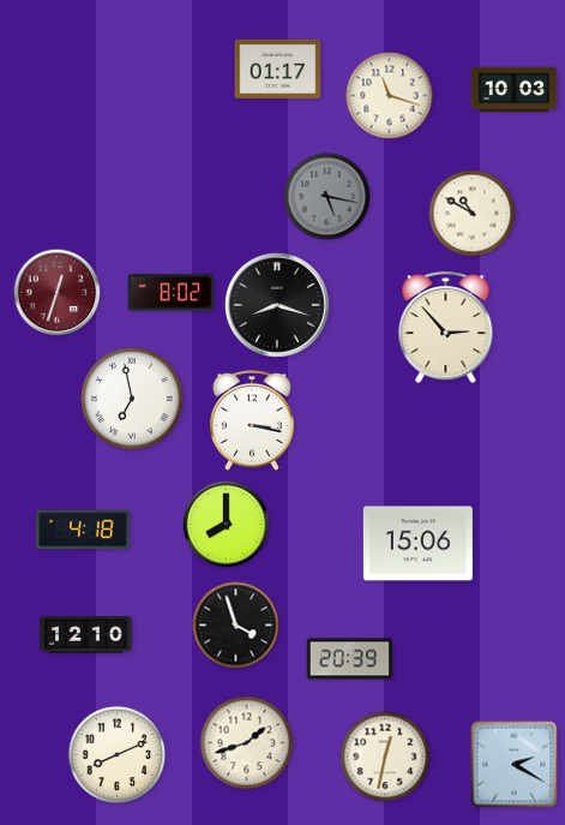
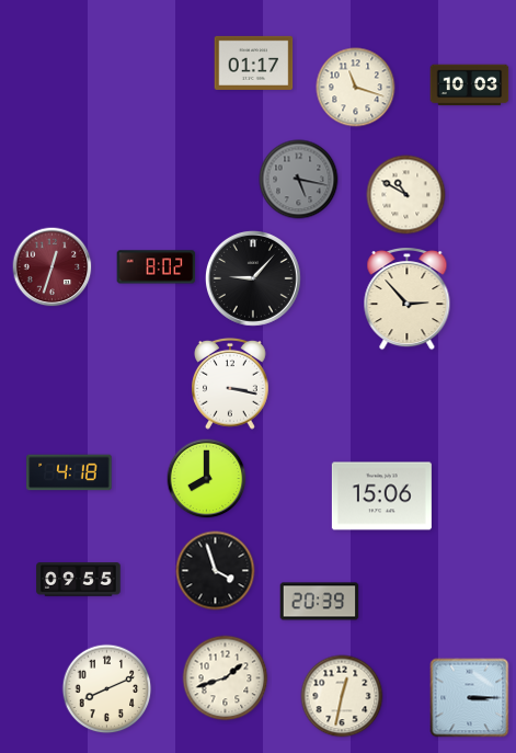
clock at (515, 90) position: (515, 90) -> (470, 85)
clock at (473, 214) position: (473, 214) -> (406, 195)
clock at (277, 305): 8:18 -> 9:07
clock at (132, 399): 6:58 -> none
clock at (83, 530) position: (83, 530) -> (69, 472)
clock at (86, 635): 12:10 -> 09:55
clock at (385, 757) position: (385, 757) -> (342, 696)
clock at (515, 765): 2:20 -> 3:15
